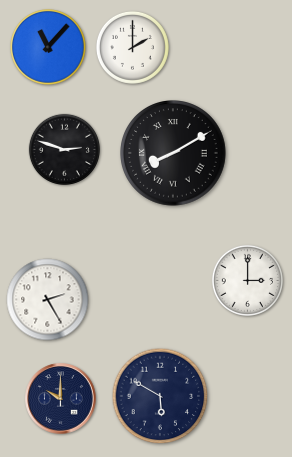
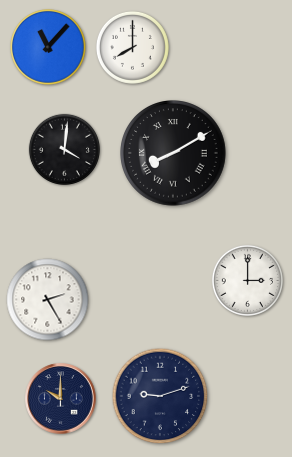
clock at (132, 47): 2:00 -> 8:00
clock at (64, 149): 2:48 -> 4:01
clock at (160, 396): 5:50 -> 9:12
